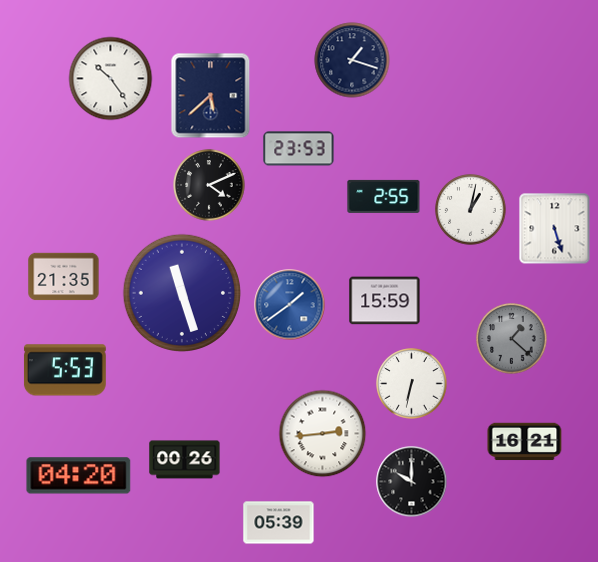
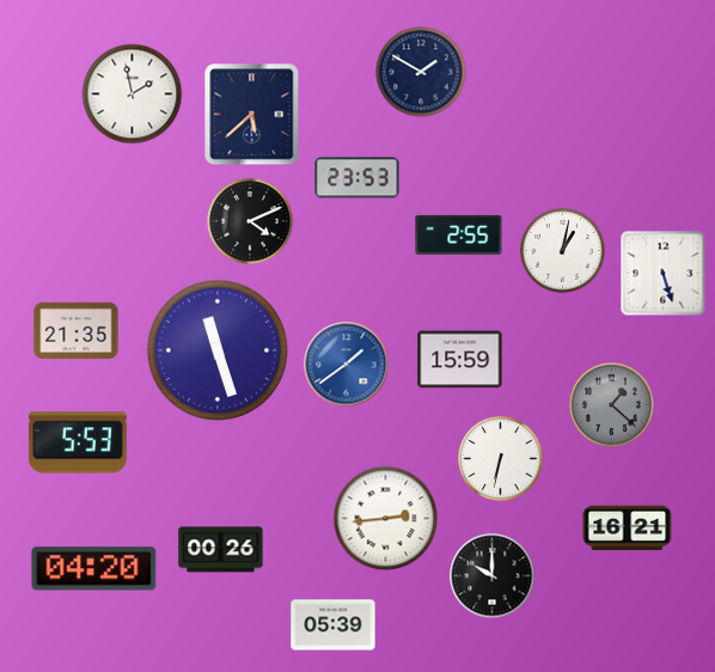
clock at (352, 60): 1:18 -> 1:50
clock at (111, 79): 10:24 -> 1:58
clock at (412, 384) position: (412, 384) -> (501, 459)
